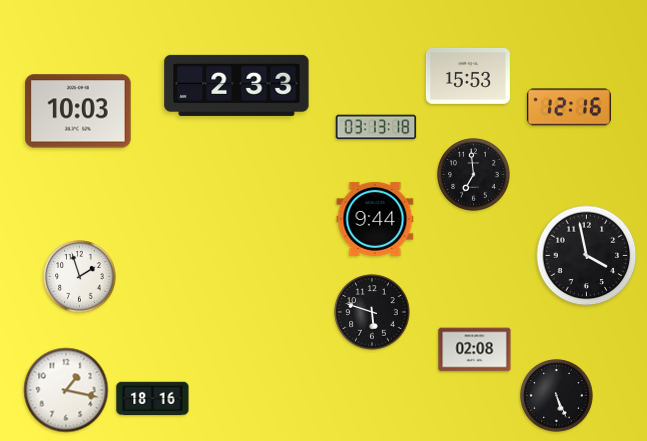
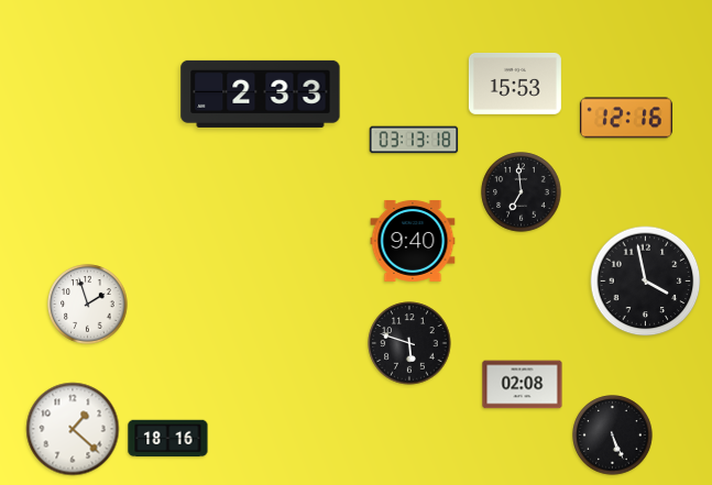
clock at (78, 111): 10:03 -> none
clock at (375, 219): 9:44 -> 9:40
clock at (66, 390): 1:17 -> 1:22
